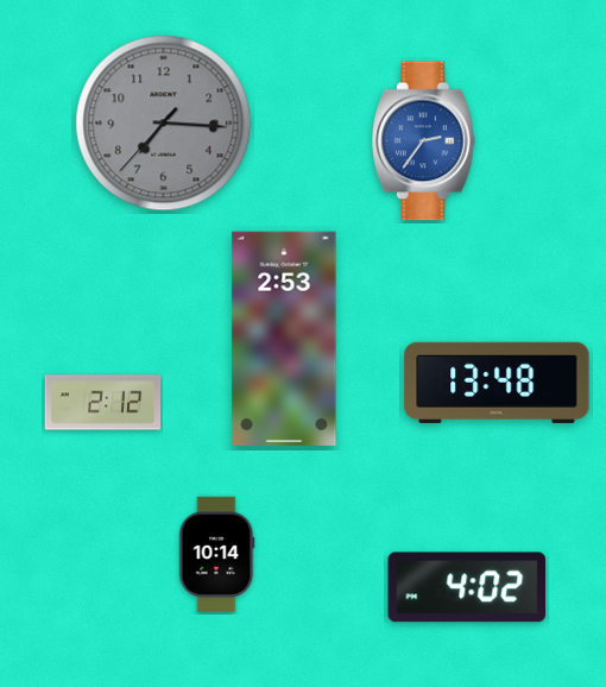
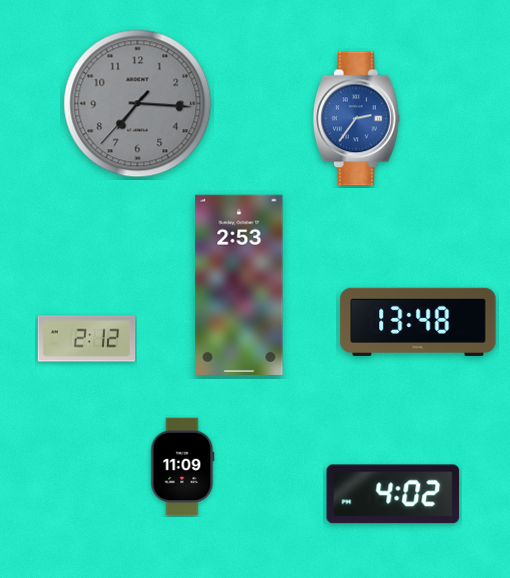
clock at (217, 555): 10:14 -> 11:09
